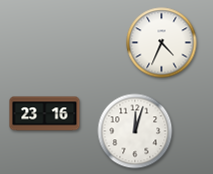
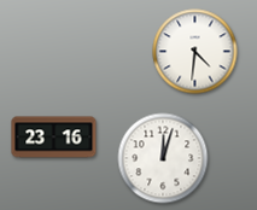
clock at (162, 43): 4:34 -> 4:31
